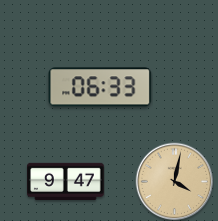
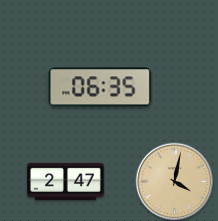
clock at (100, 87): 06:33 -> 06:35
clock at (66, 181): 9:47 -> 2:47
